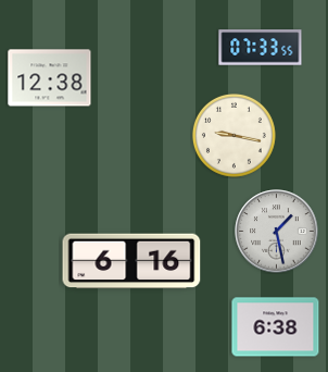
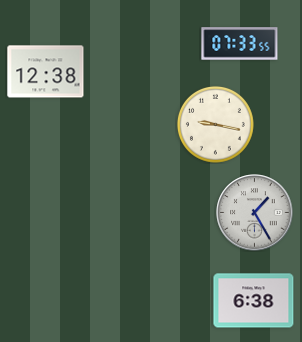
clock at (277, 232): 1:28 -> 1:25
clock at (131, 261): 6:16 -> none
